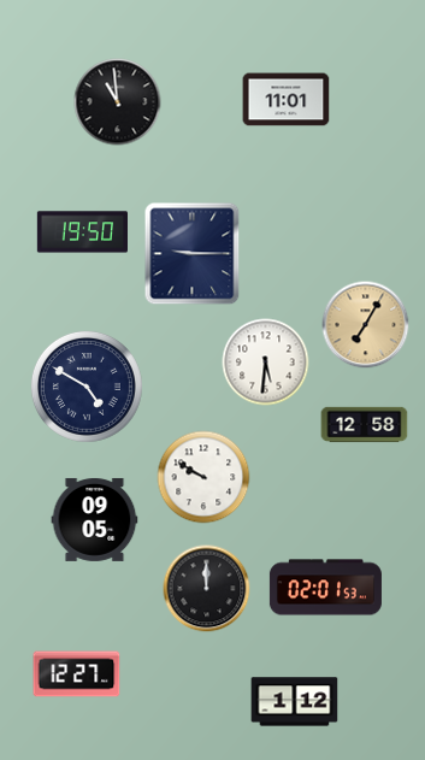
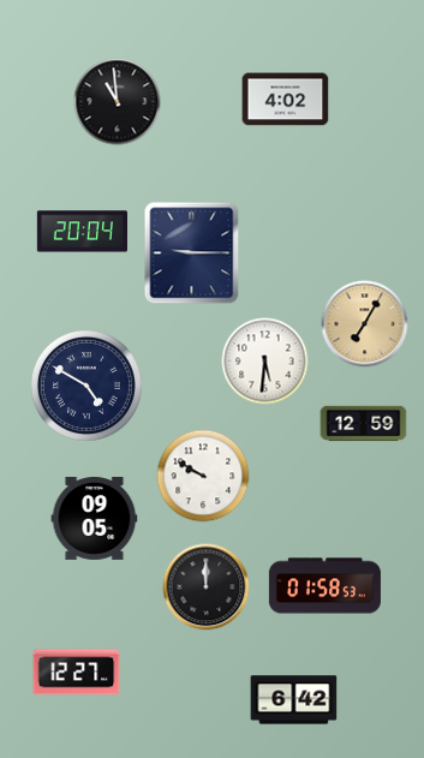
clock at (287, 100): 11:01 -> 4:02
clock at (82, 232): 19:50 -> 20:04
clock at (365, 425): 12:58 -> 12:59
clock at (325, 588): 02:01 -> 01:58
clock at (295, 702): 1:12 -> 6:42
